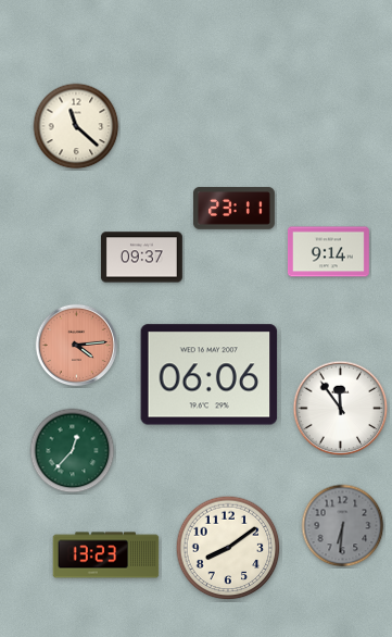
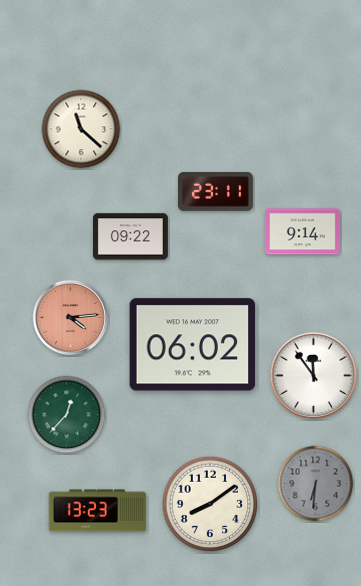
clock at (76, 126) position: (76, 126) -> (81, 129)
clock at (141, 258): 09:37 -> 09:22
clock at (210, 375): 06:06 -> 06:02
